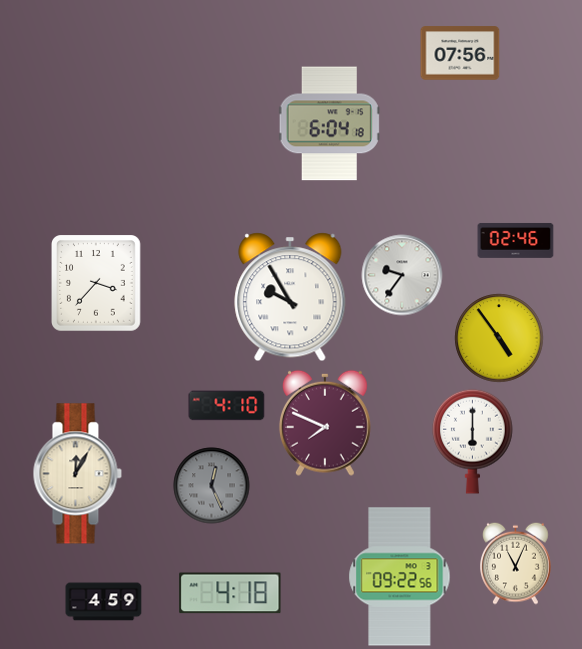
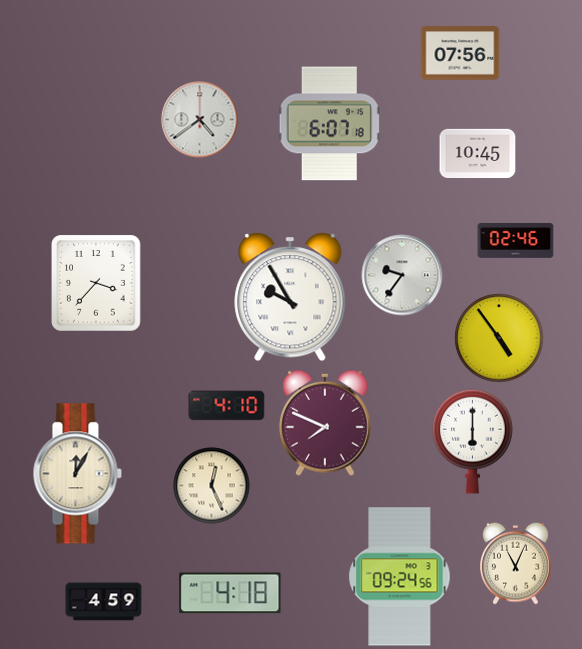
clock at (200, 120): none -> 4:39
clock at (329, 124): 6:04 -> 6:07
clock at (478, 154): none -> 10:45
clock at (212, 486) dial: grey -> cream
clock at (400, 577): 09:22 -> 09:24
